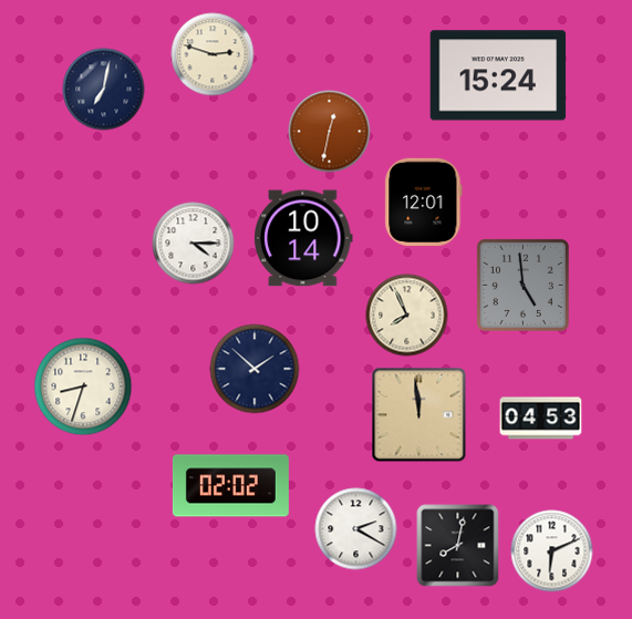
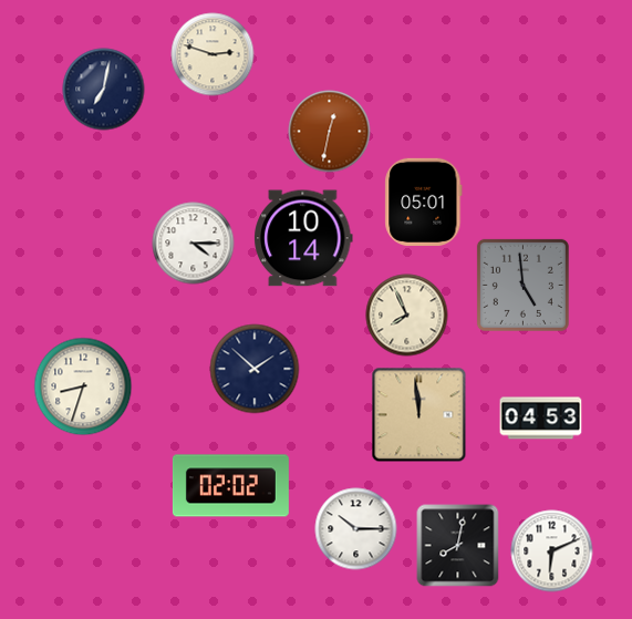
clock at (498, 75): 15:24 -> none
clock at (424, 202): 12:01 -> 05:01
clock at (356, 529): 2:20 -> 10:15
